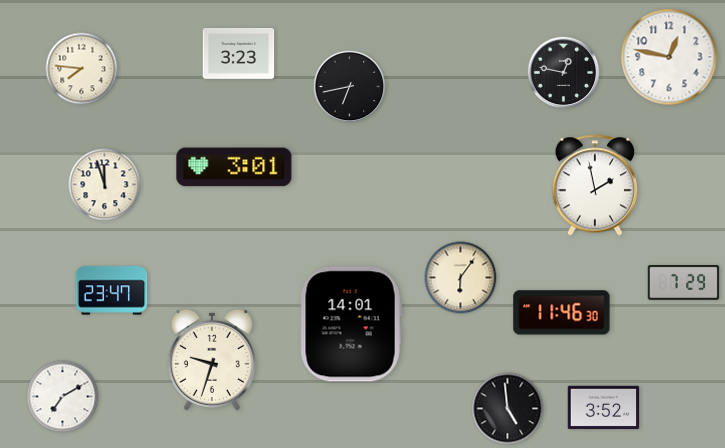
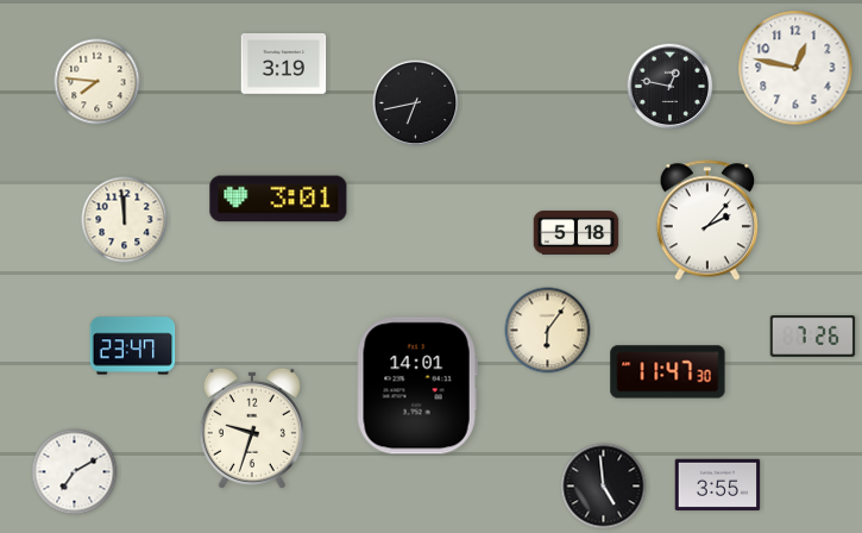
clock at (239, 54): 3:23 -> 3:19
clock at (105, 185): 11:57 -> 11:59
clock at (594, 185): 1:58 -> 2:07
clock at (577, 233): none -> 5:18
clock at (684, 283): 7:29 -> 7:26
clock at (562, 313): 11:46 -> 11:47
clock at (604, 408): 3:52 -> 3:55
